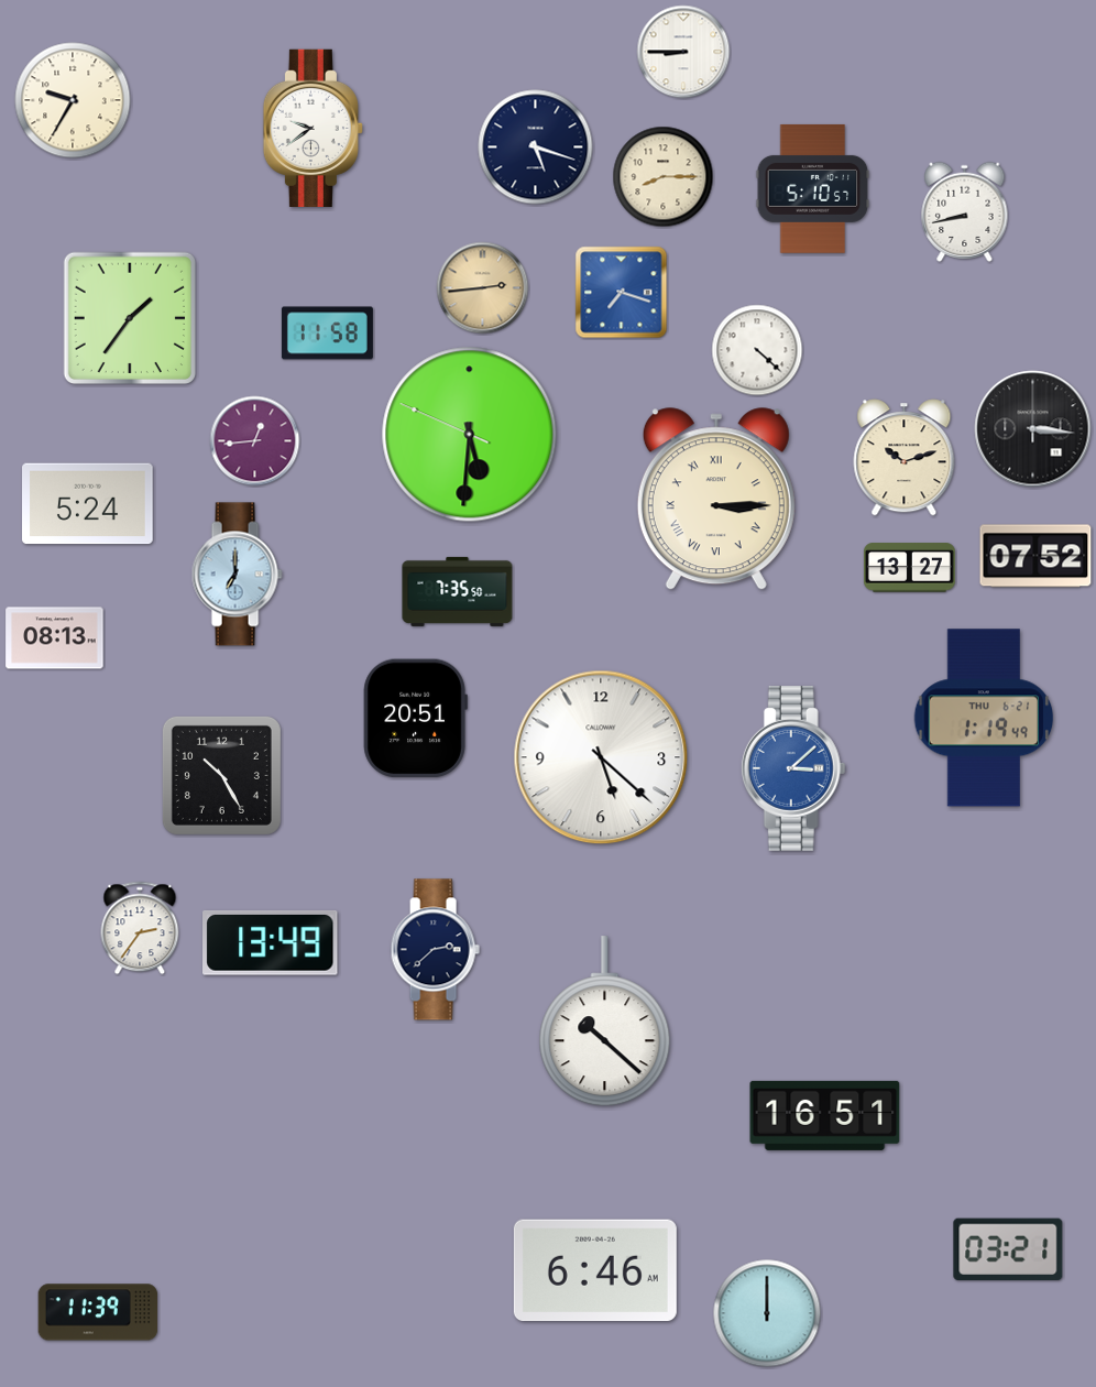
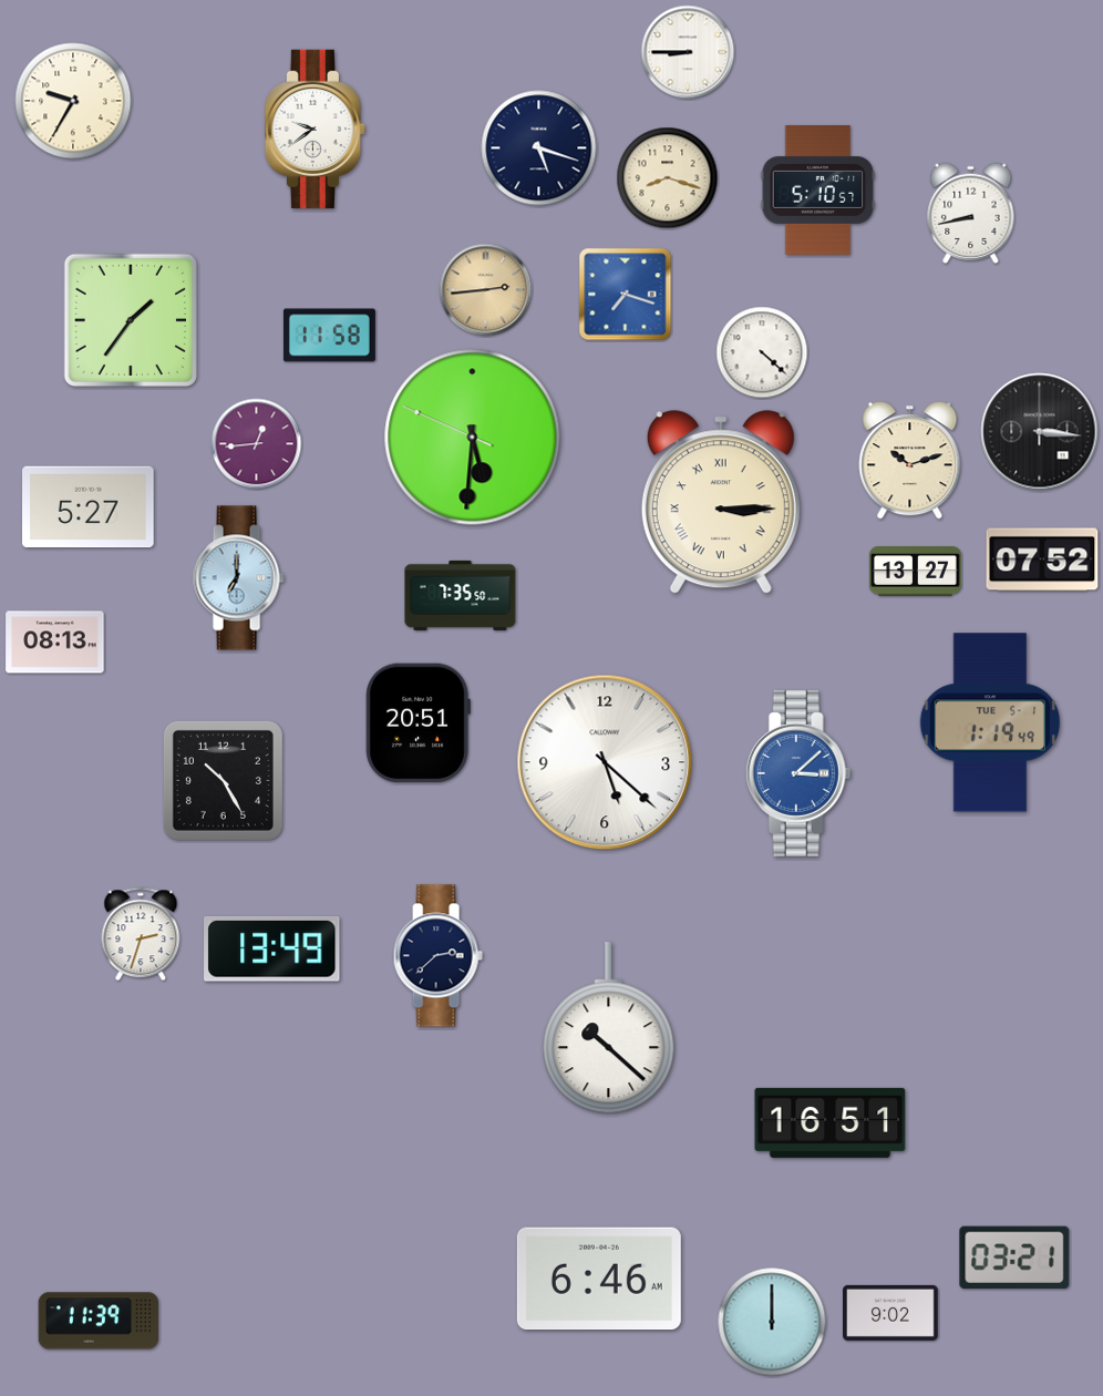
clock at (664, 177): 8:15 -> 8:18
clock at (88, 504): 5:24 -> 5:27
clock at (984, 718) date: THU 6-21 -> TUE 5-1
clock at (140, 928): 2:36 -> 2:33
clock at (890, 1313): none -> 9:02
